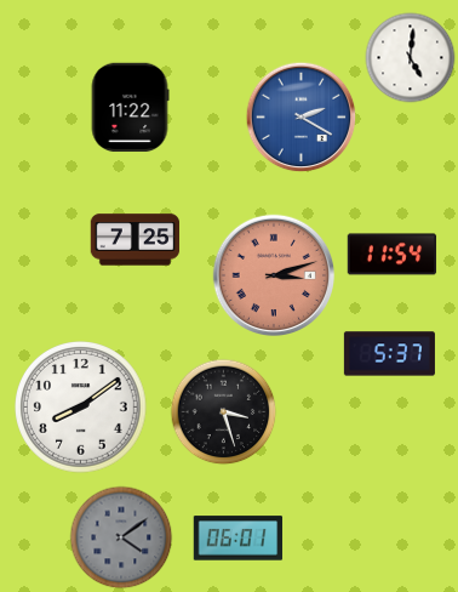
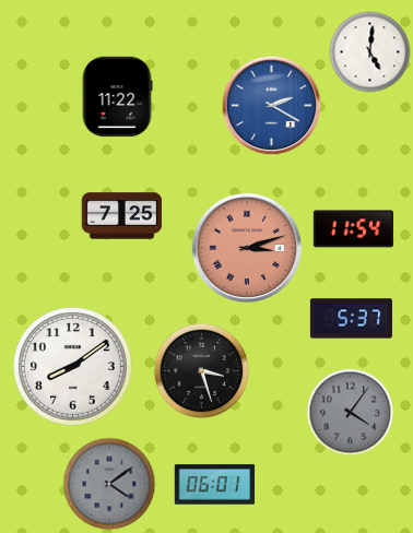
clock at (351, 413): none -> 4:06
